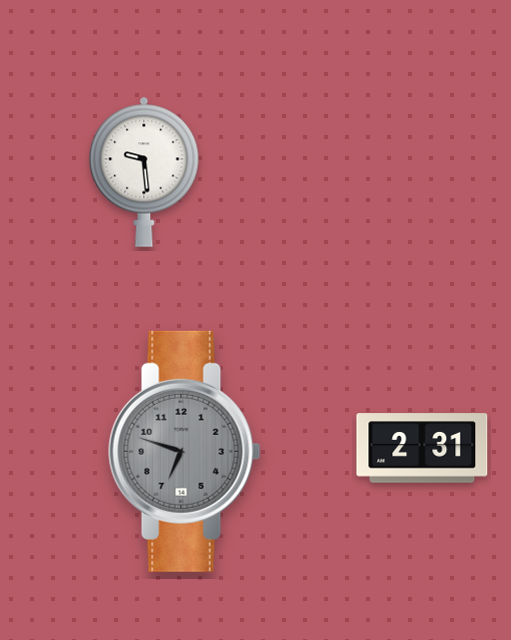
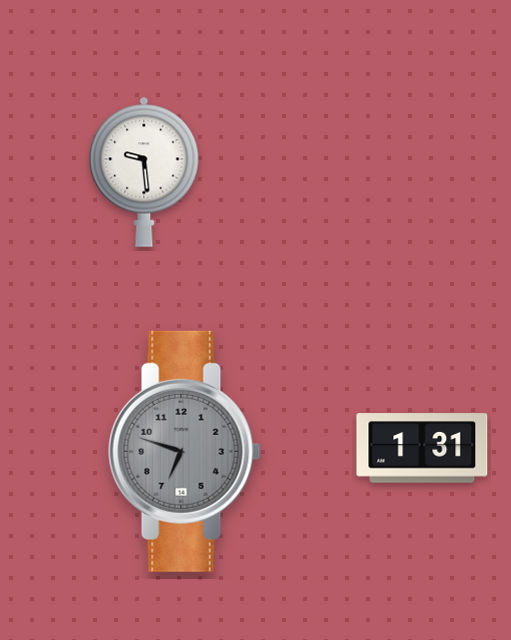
clock at (422, 448): 2:31 -> 1:31
